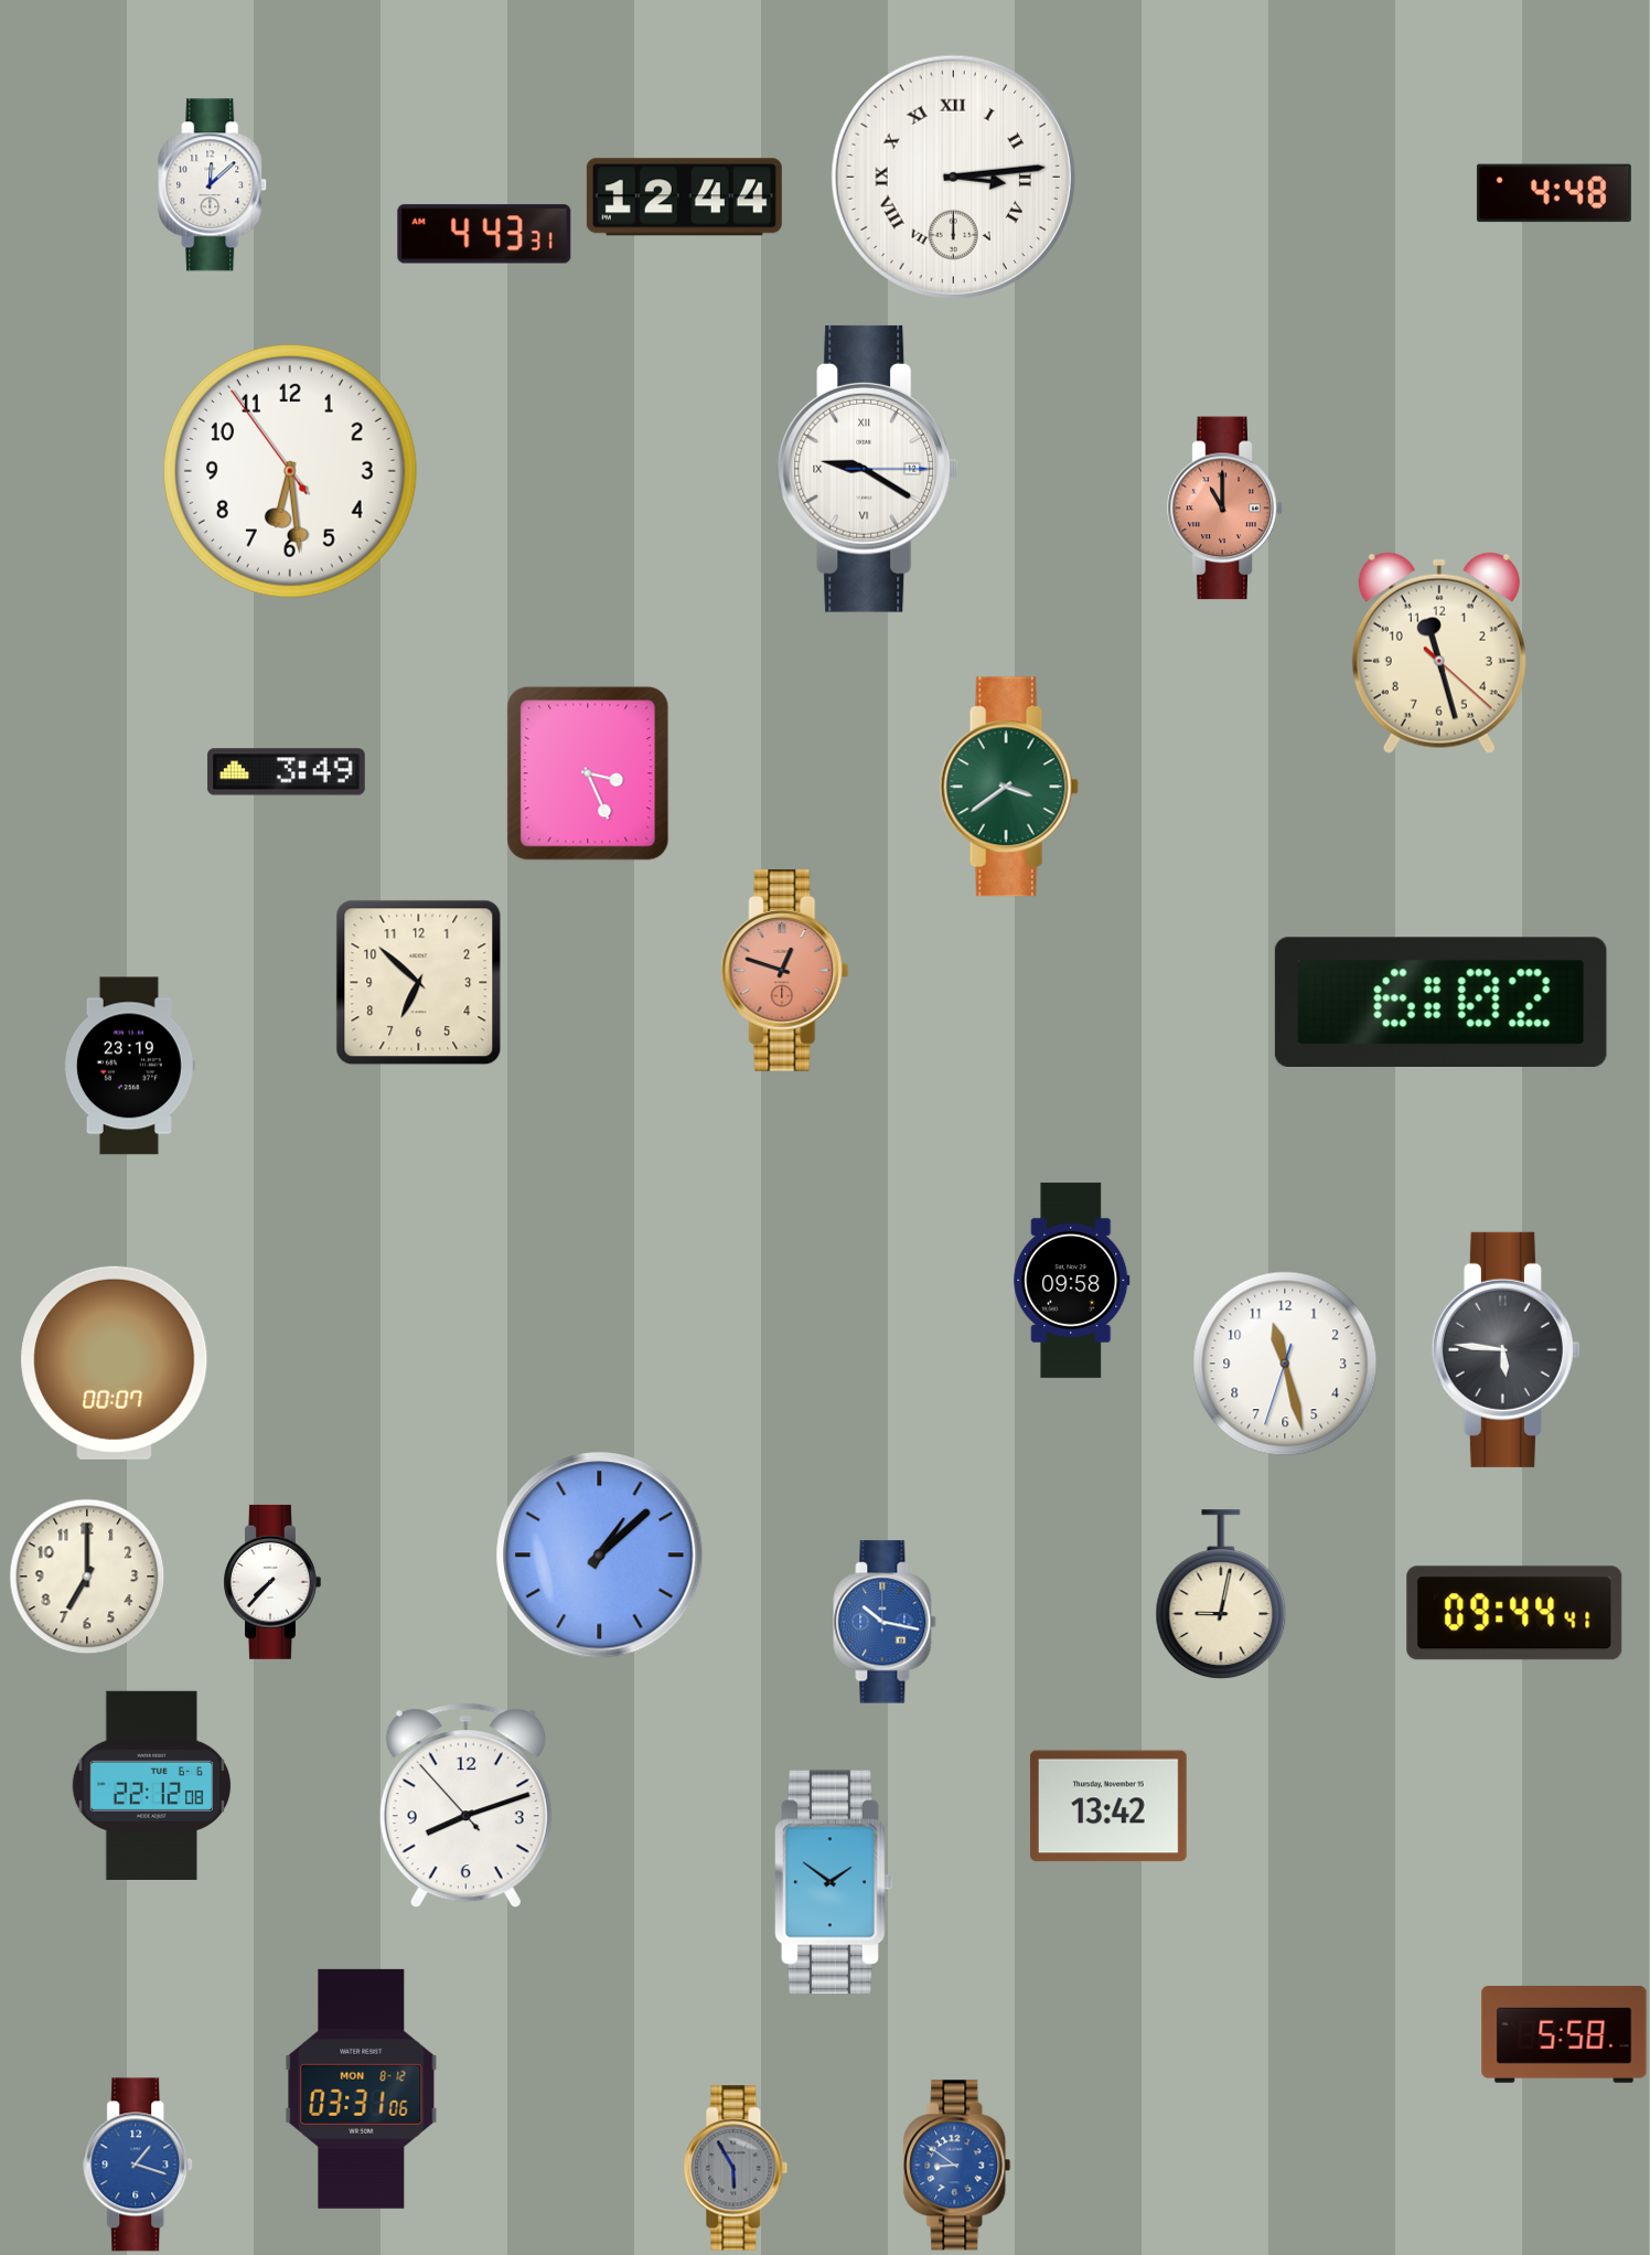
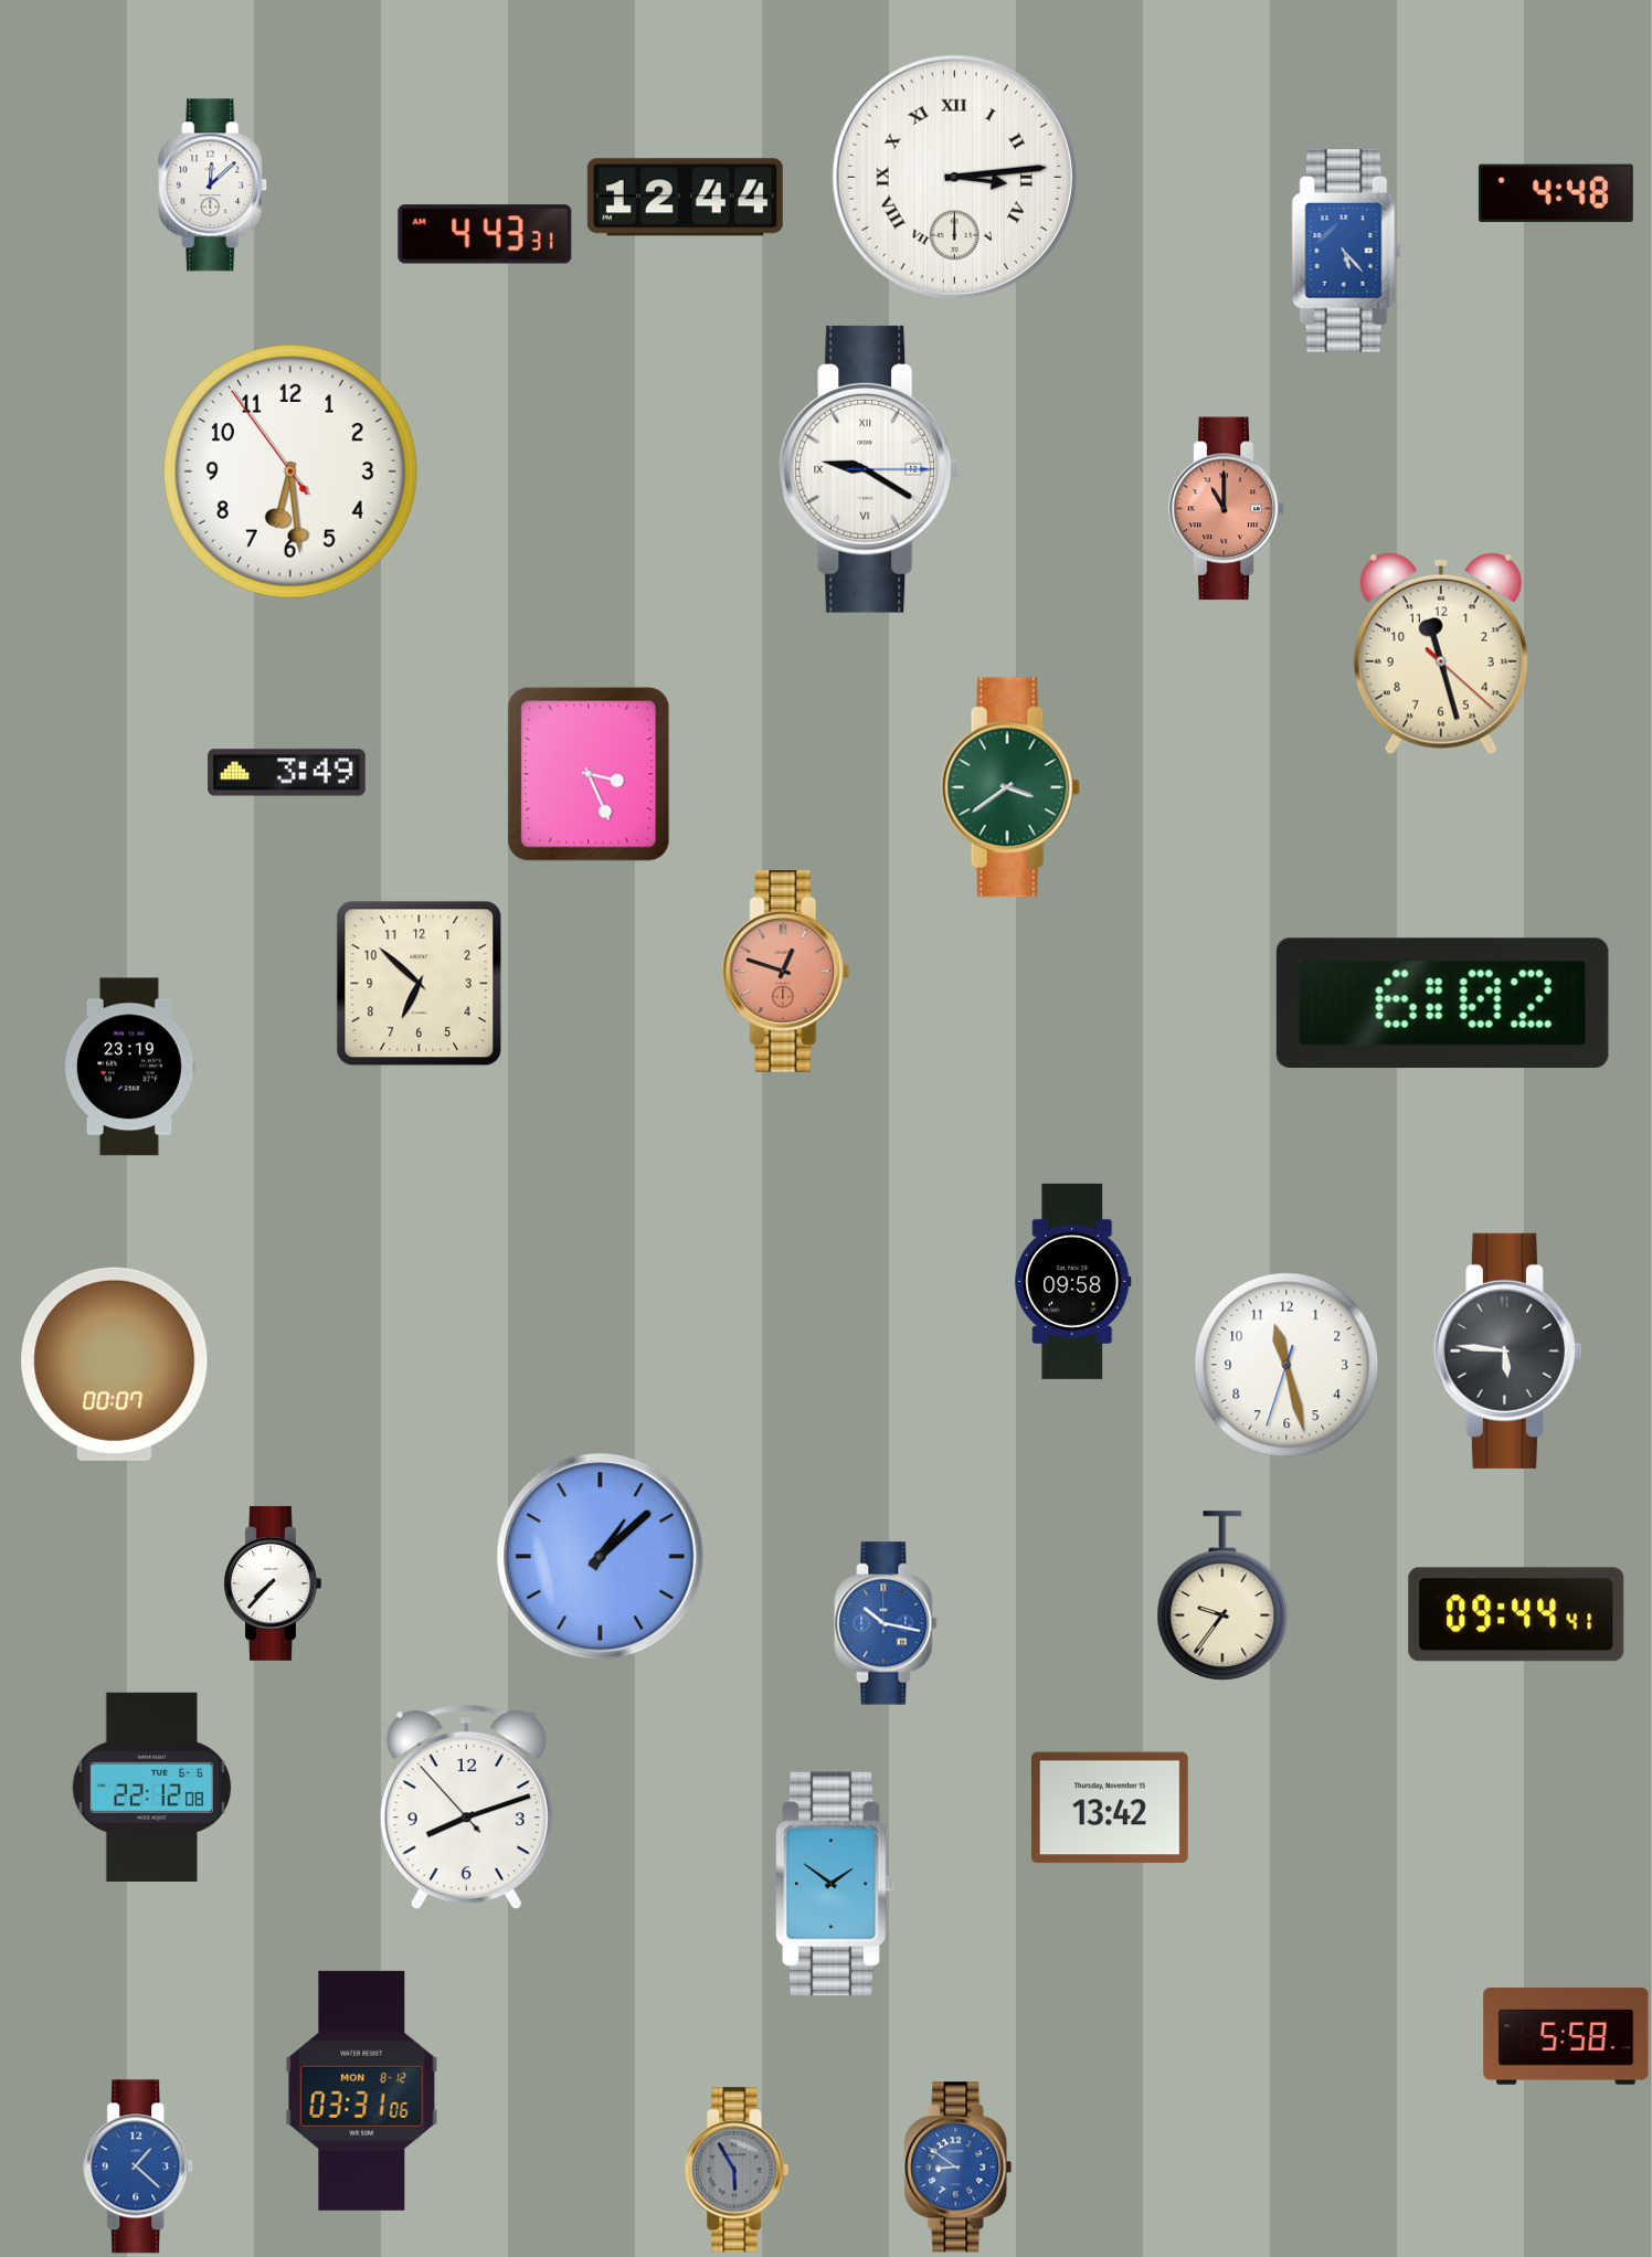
clock at (1346, 251): none -> 5:23
clock at (87, 1577): 7:00 -> none
clock at (1221, 1594): 9:02 -> 9:36
clock at (139, 2165): 1:18 -> 1:22
